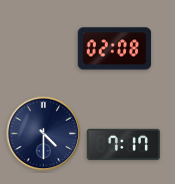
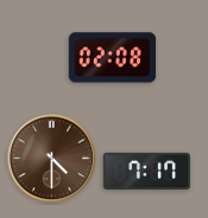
clock at (115, 49) position: (115, 49) -> (113, 58)
clock at (44, 134) dial: navy -> brown
